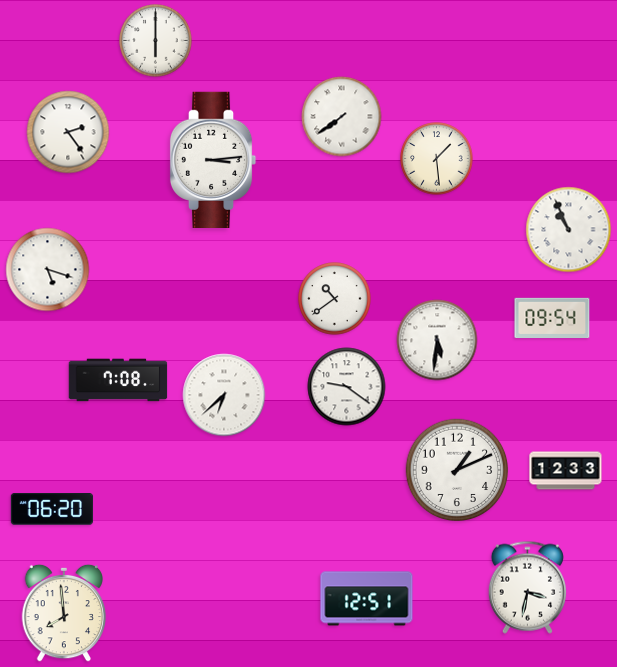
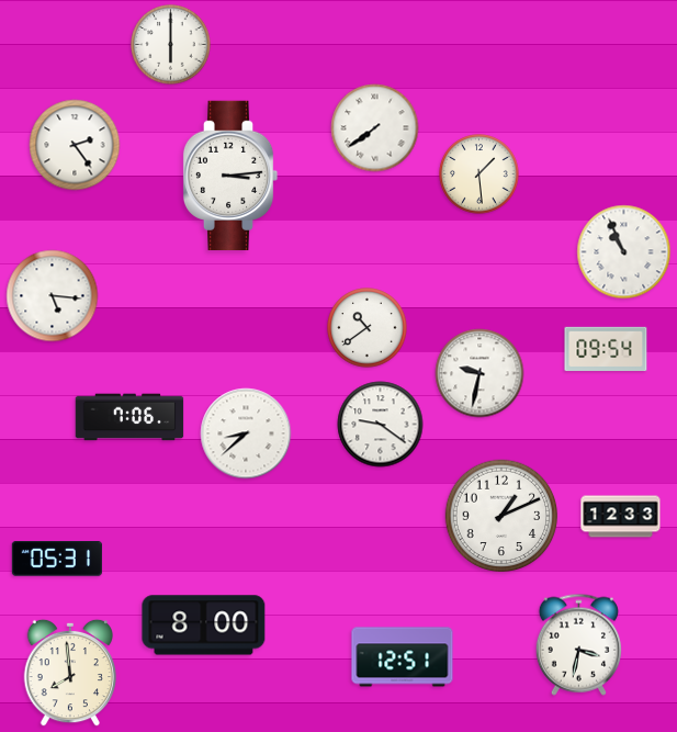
clock at (213, 159) position: (213, 159) -> (230, 174)
clock at (48, 270): 5:18 -> 5:16
clock at (437, 340): 5:31 -> 9:32
clock at (118, 380): 7:08 -> 7:06
clock at (224, 395): 6:38 -> 8:38
clock at (52, 510): 06:20 -> 05:31
clock at (204, 626): none -> 8:00
